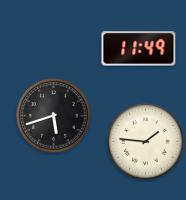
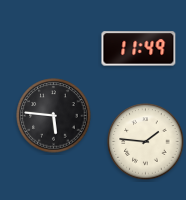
clock at (54, 116): 5:42 -> 5:46
